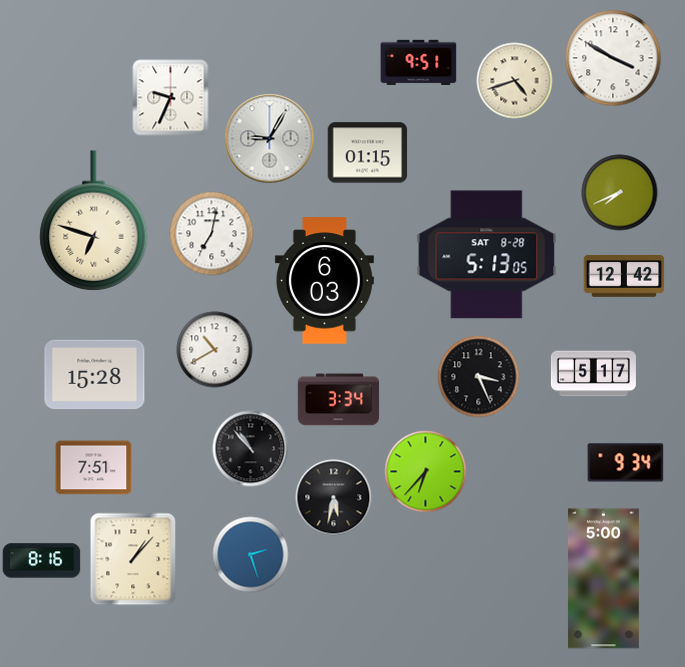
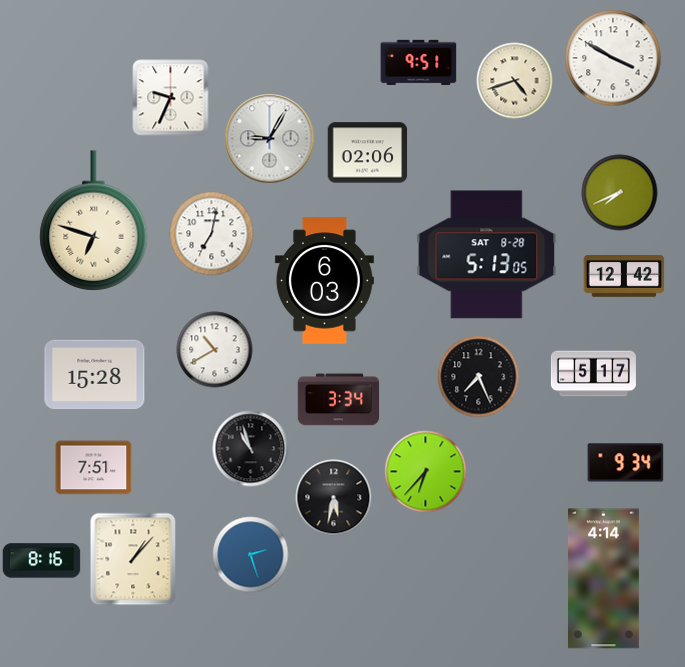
clock at (368, 153): 01:15 -> 02:06
clock at (479, 377): 3:26 -> 7:26
clock at (251, 449): 10:53 -> 10:57
clock at (603, 579): 5:00 -> 4:14
